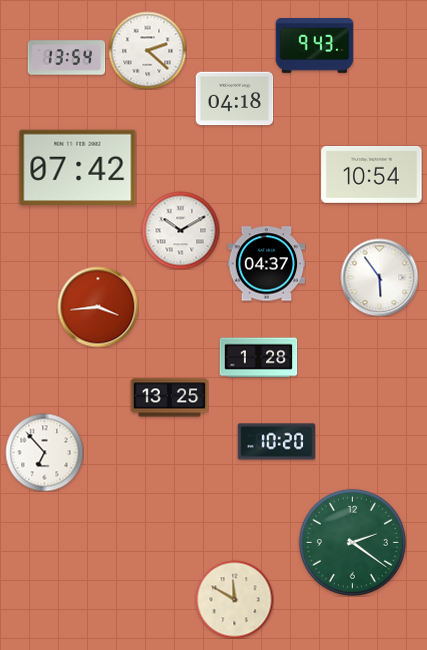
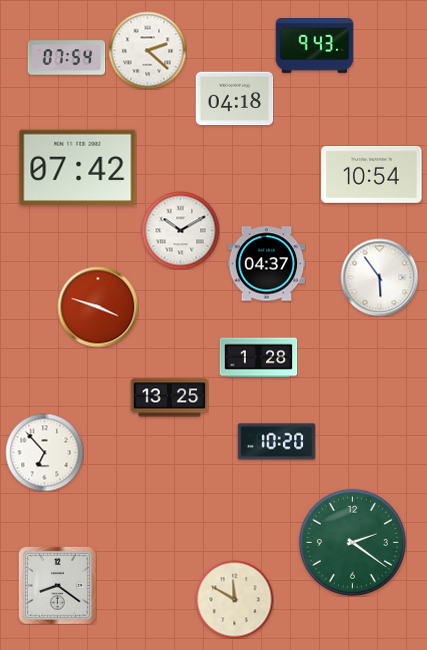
clock at (66, 58): 13:54 -> 07:54
clock at (98, 307): 3:44 -> 3:48
clock at (57, 585): none -> 8:21
